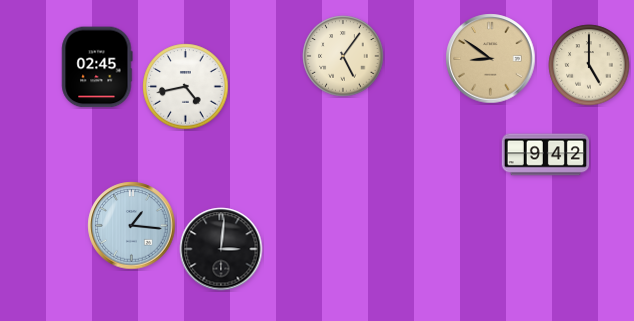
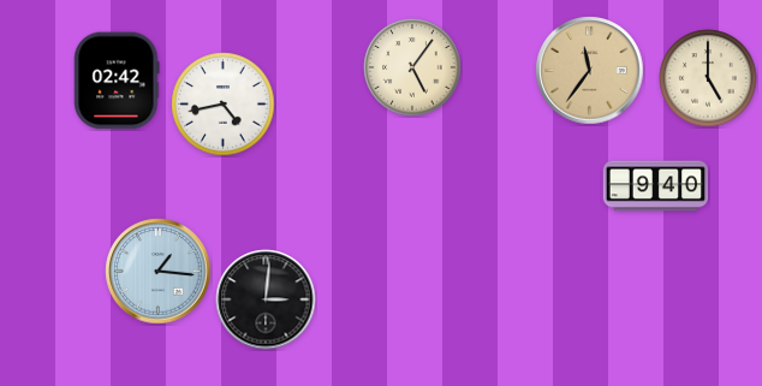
clock at (491, 59): 8:51 -> 11:36
clock at (97, 67): 02:45 -> 02:42
clock at (545, 155): 9:42 -> 9:40
